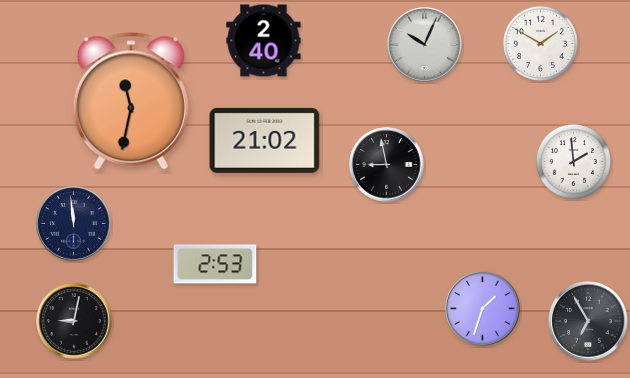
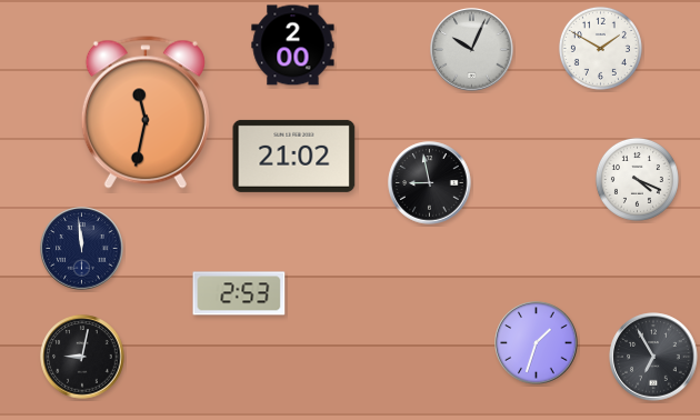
clock at (264, 41): 2:40 -> 2:00
clock at (573, 161): 1:59 -> 4:19
